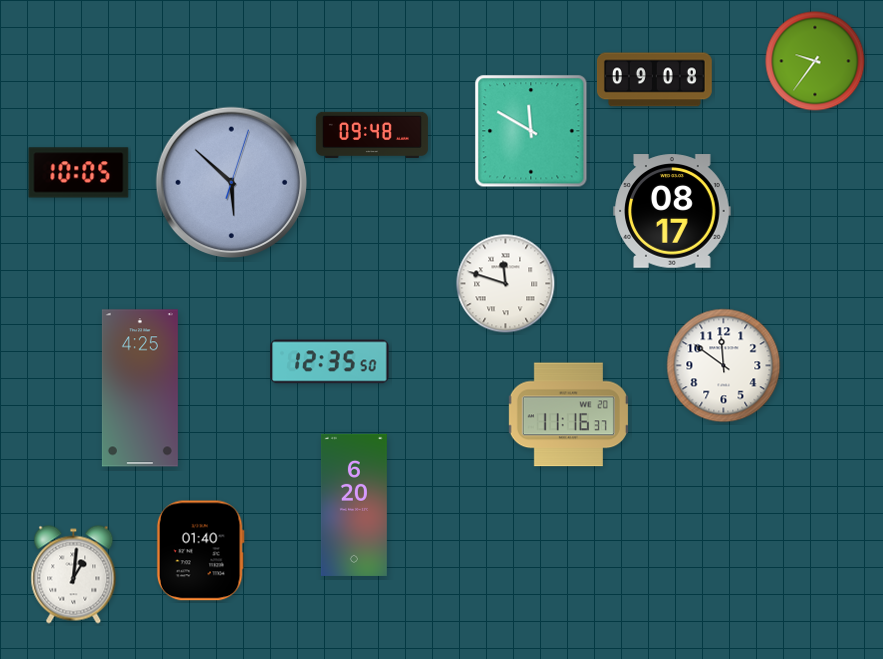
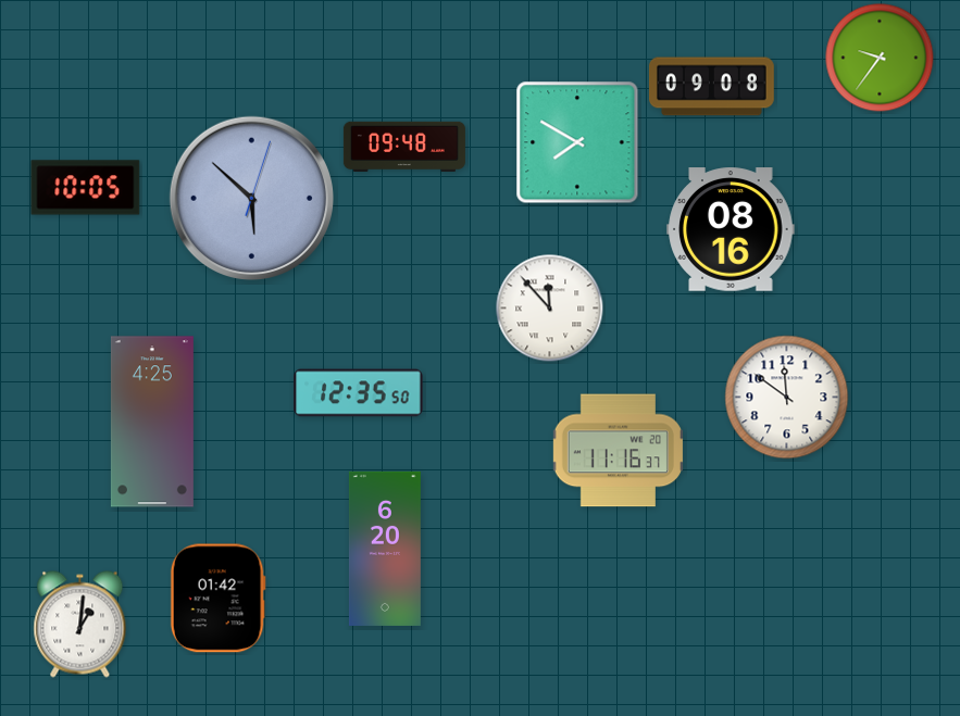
clock at (815, 61) position: (815, 61) -> (880, 58)
clock at (531, 131): 11:50 -> 7:50
clock at (672, 211): 08:17 -> 08:16
clock at (506, 284): 11:48 -> 11:53
clock at (200, 551): 01:40 -> 01:42
